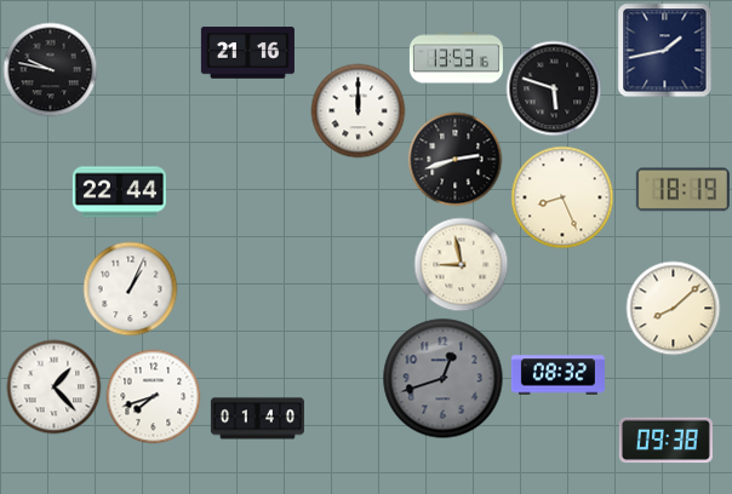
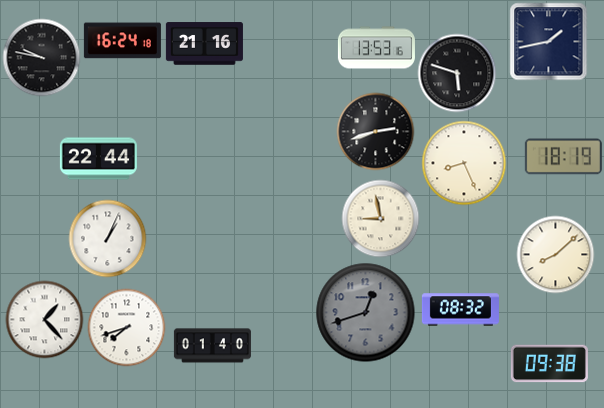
clock at (122, 41): none -> 16:24
clock at (358, 110): 12:00 -> none
